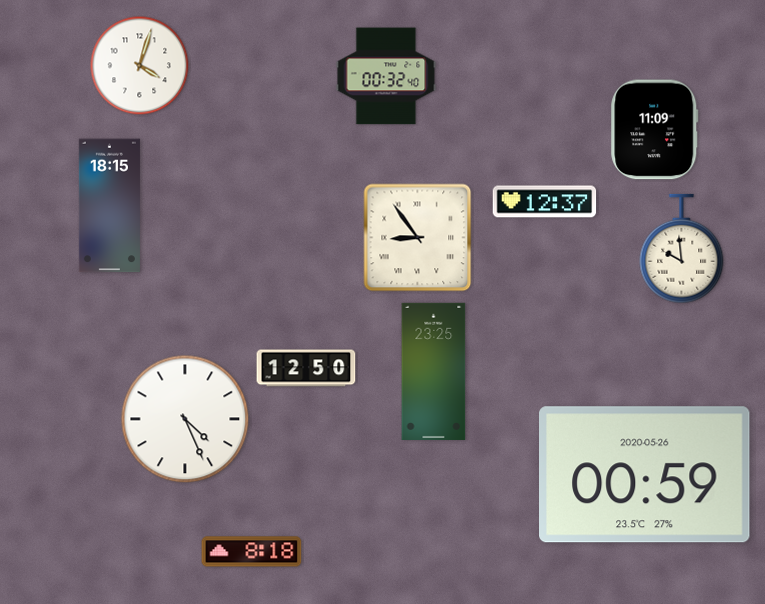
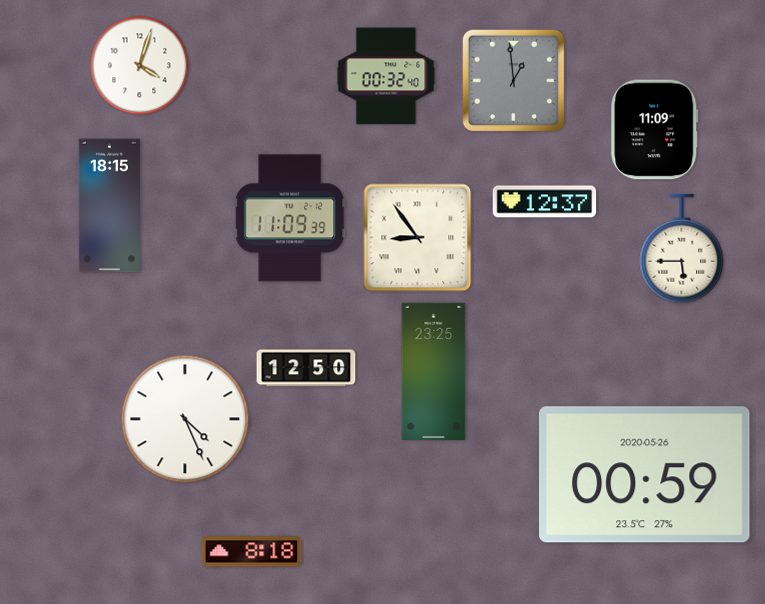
clock at (514, 81): none -> 12:59
clock at (290, 218): none -> 11:09
clock at (682, 249): 9:59 -> 5:45
